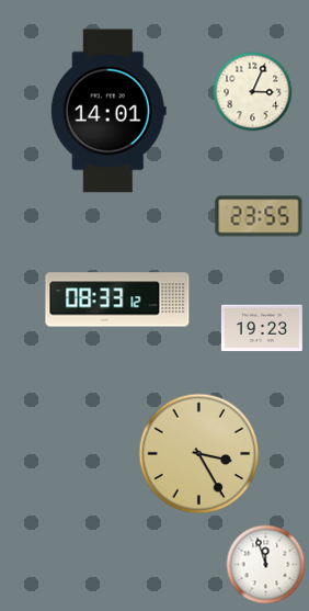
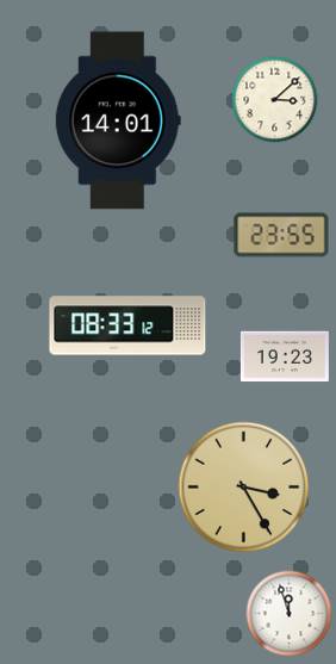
clock at (253, 92): 3:04 -> 3:08
clock at (199, 454) position: (199, 454) -> (244, 488)
